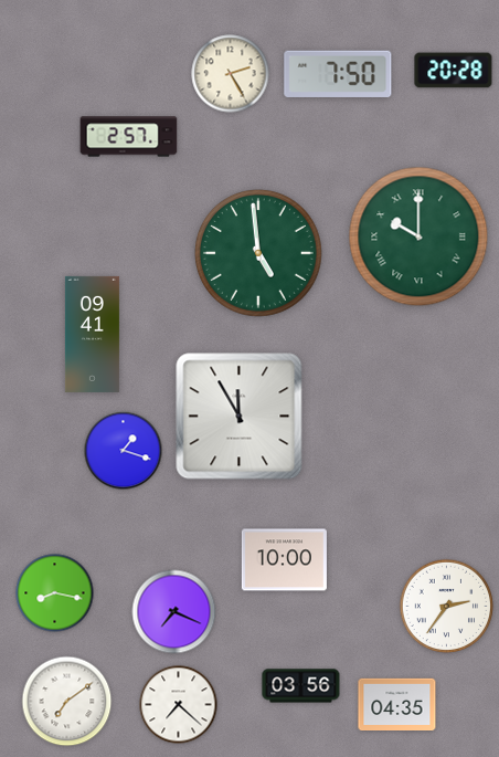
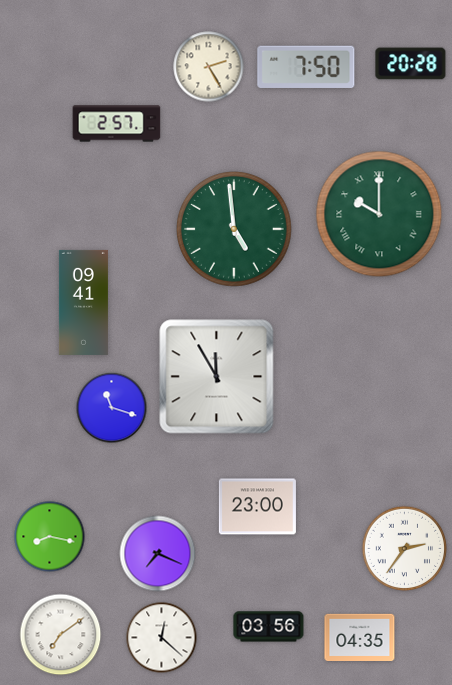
clock at (124, 451): 1:18 -> 11:18
clock at (284, 560): 10:00 -> 23:00
clock at (301, 686) position: (301, 686) -> (269, 627)
clock at (179, 705): 7:22 -> 12:22
